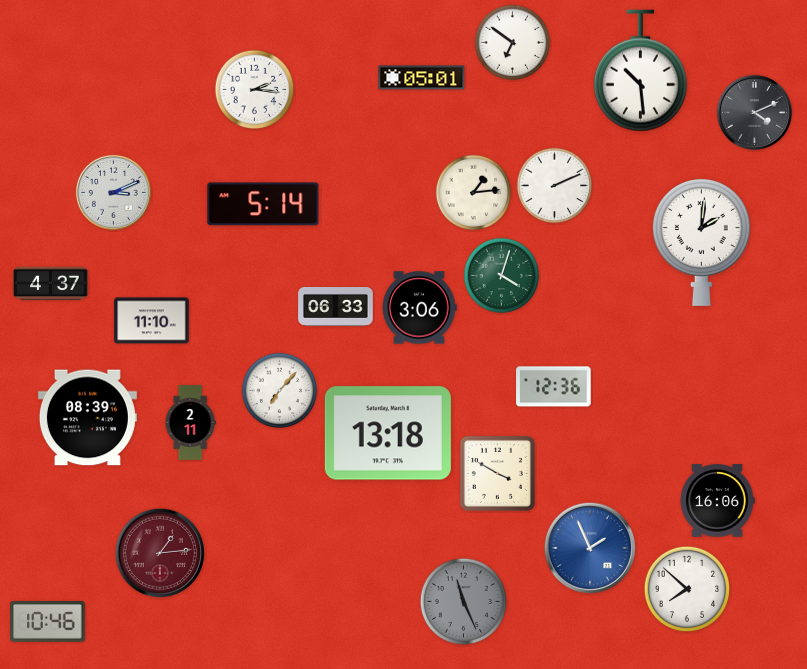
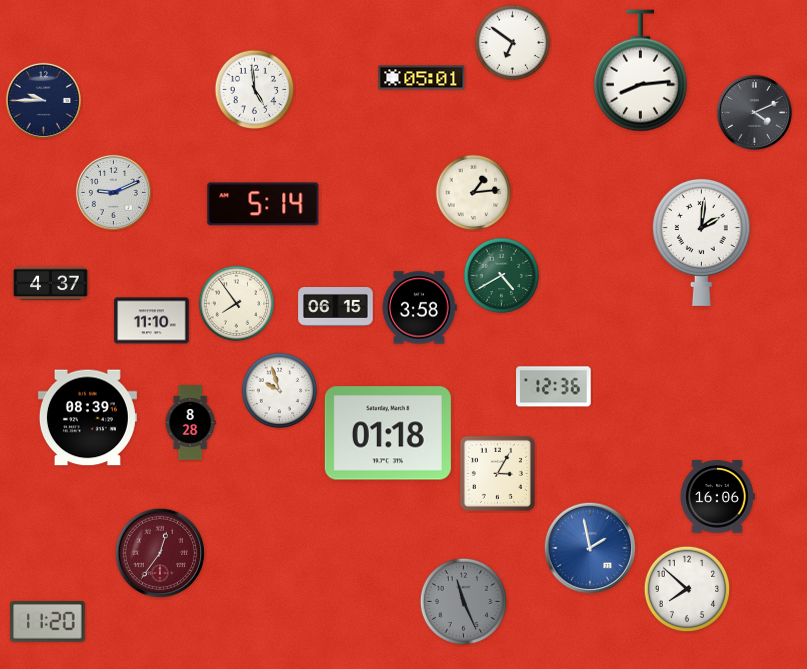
clock at (640, 71): 10:29 -> 8:14
clock at (255, 90): 2:16 -> 4:59
clock at (43, 100): none -> 9:45
clock at (555, 186): 2:11 -> none
clock at (113, 192): 3:11 -> 9:11
clock at (502, 276): 4:03 -> 4:40
clock at (237, 304): none -> 7:54
clock at (336, 307): 06:33 -> 06:15
clock at (420, 308): 3:06 -> 3:58
clock at (280, 391): 7:07 -> 9:57
clock at (190, 423): 2:11 -> 8:28
clock at (388, 433): 13:18 -> 01:18
clock at (497, 473): 3:50 -> 3:05
clock at (717, 501) position: (717, 501) -> (717, 497)
clock at (589, 547): 1:56 -> 1:58
clock at (159, 552): 1:14 -> 12:36
clock at (48, 622): 10:46 -> 11:20
